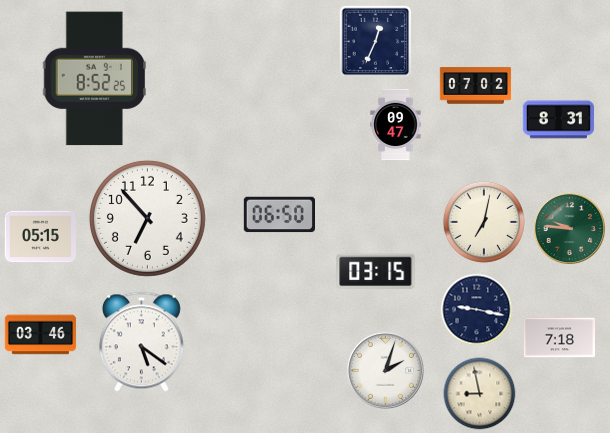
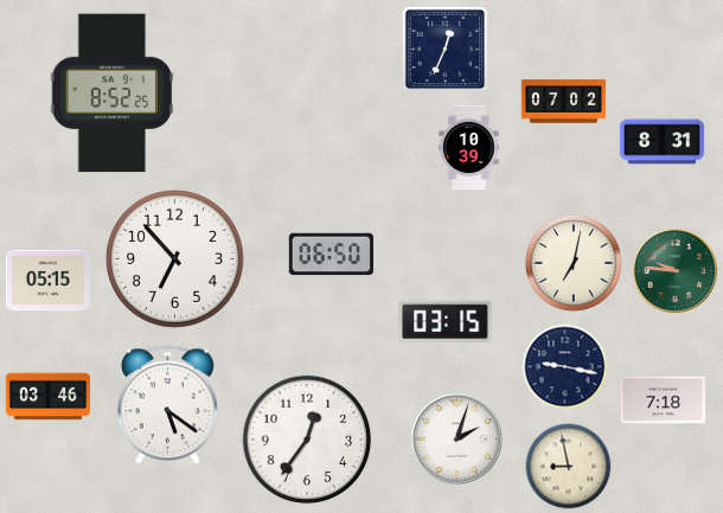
clock at (396, 125): 09:47 -> 10:39
clock at (307, 440): none -> 12:36
